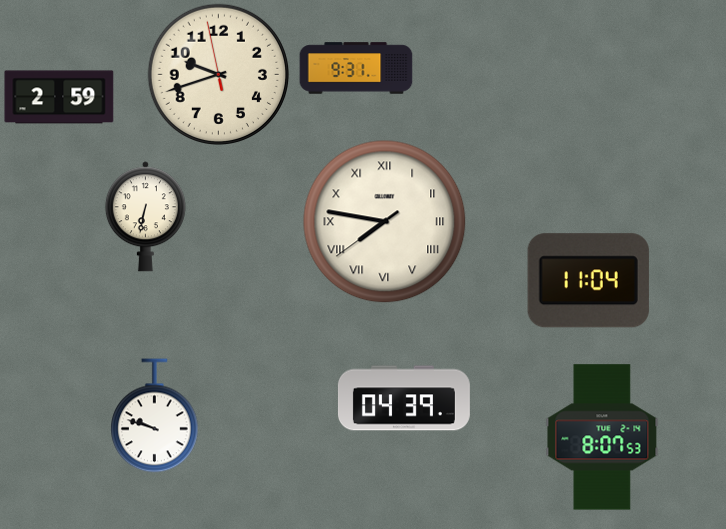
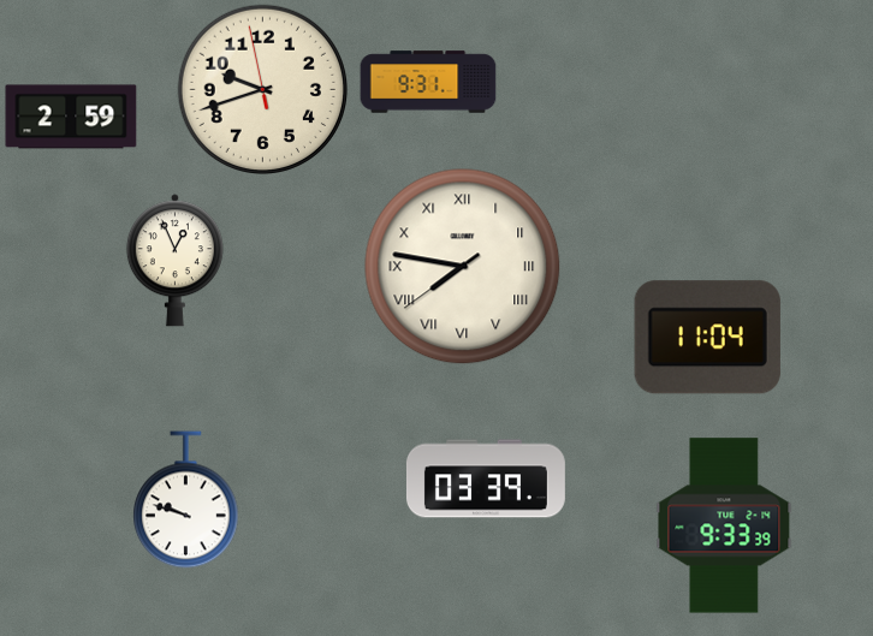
clock at (145, 217): 6:32 -> 12:56
clock at (404, 398): 04:39 -> 03:39
clock at (602, 437): 8:07 -> 9:33
